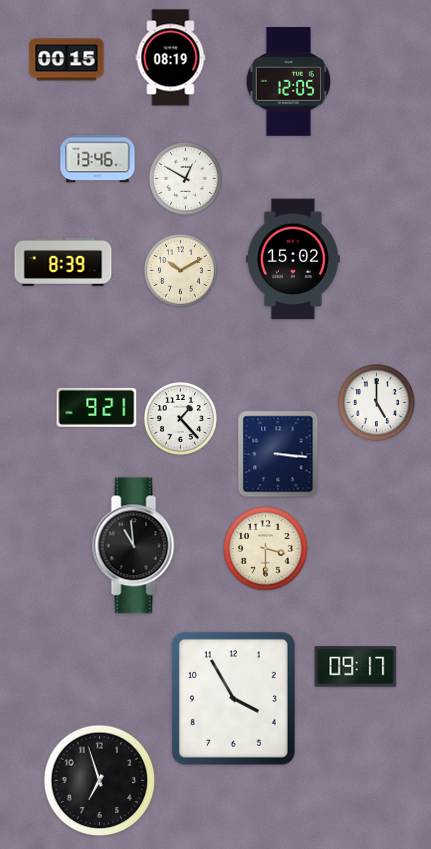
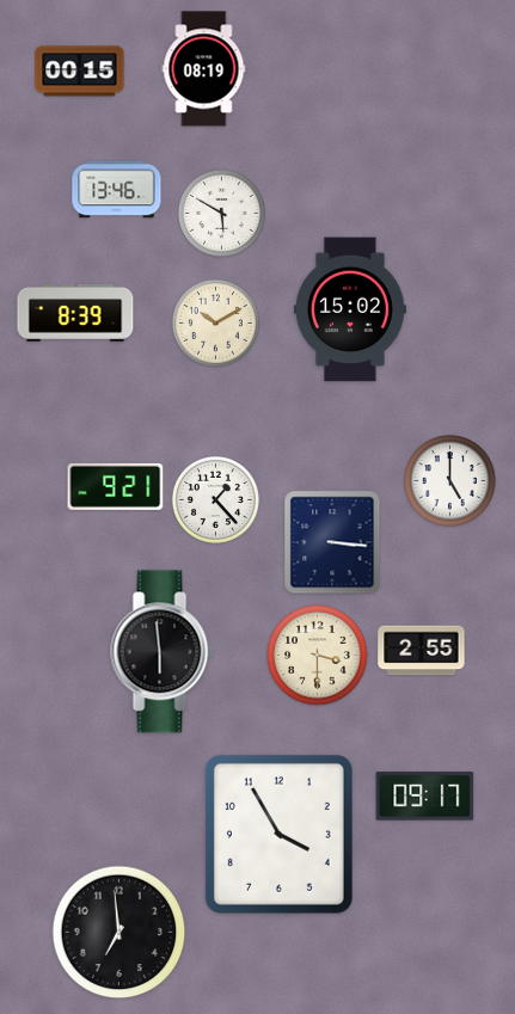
clock at (289, 82): 12:05 -> none
clock at (185, 178): 12:50 -> 5:50
clock at (422, 651): none -> 2:55
clock at (136, 546): 10:59 -> 5:59
clock at (100, 781): 6:57 -> 6:59
